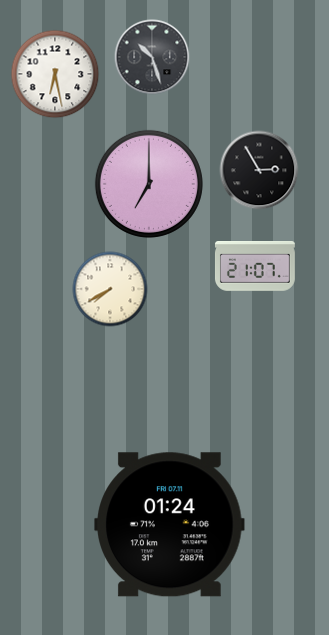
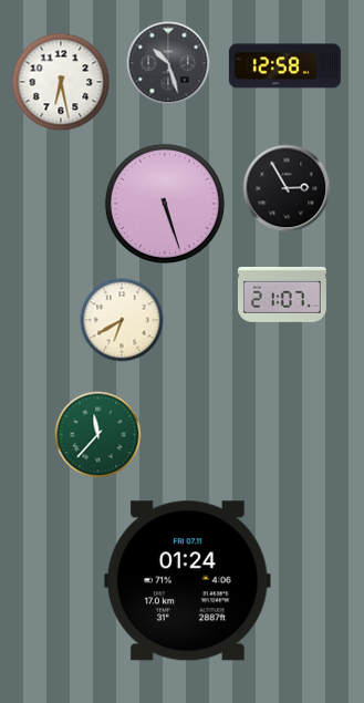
clock at (284, 66): none -> 12:58
clock at (149, 184): 7:00 -> 5:27
clock at (110, 289): 7:40 -> 6:40
clock at (98, 435): none -> 11:37
